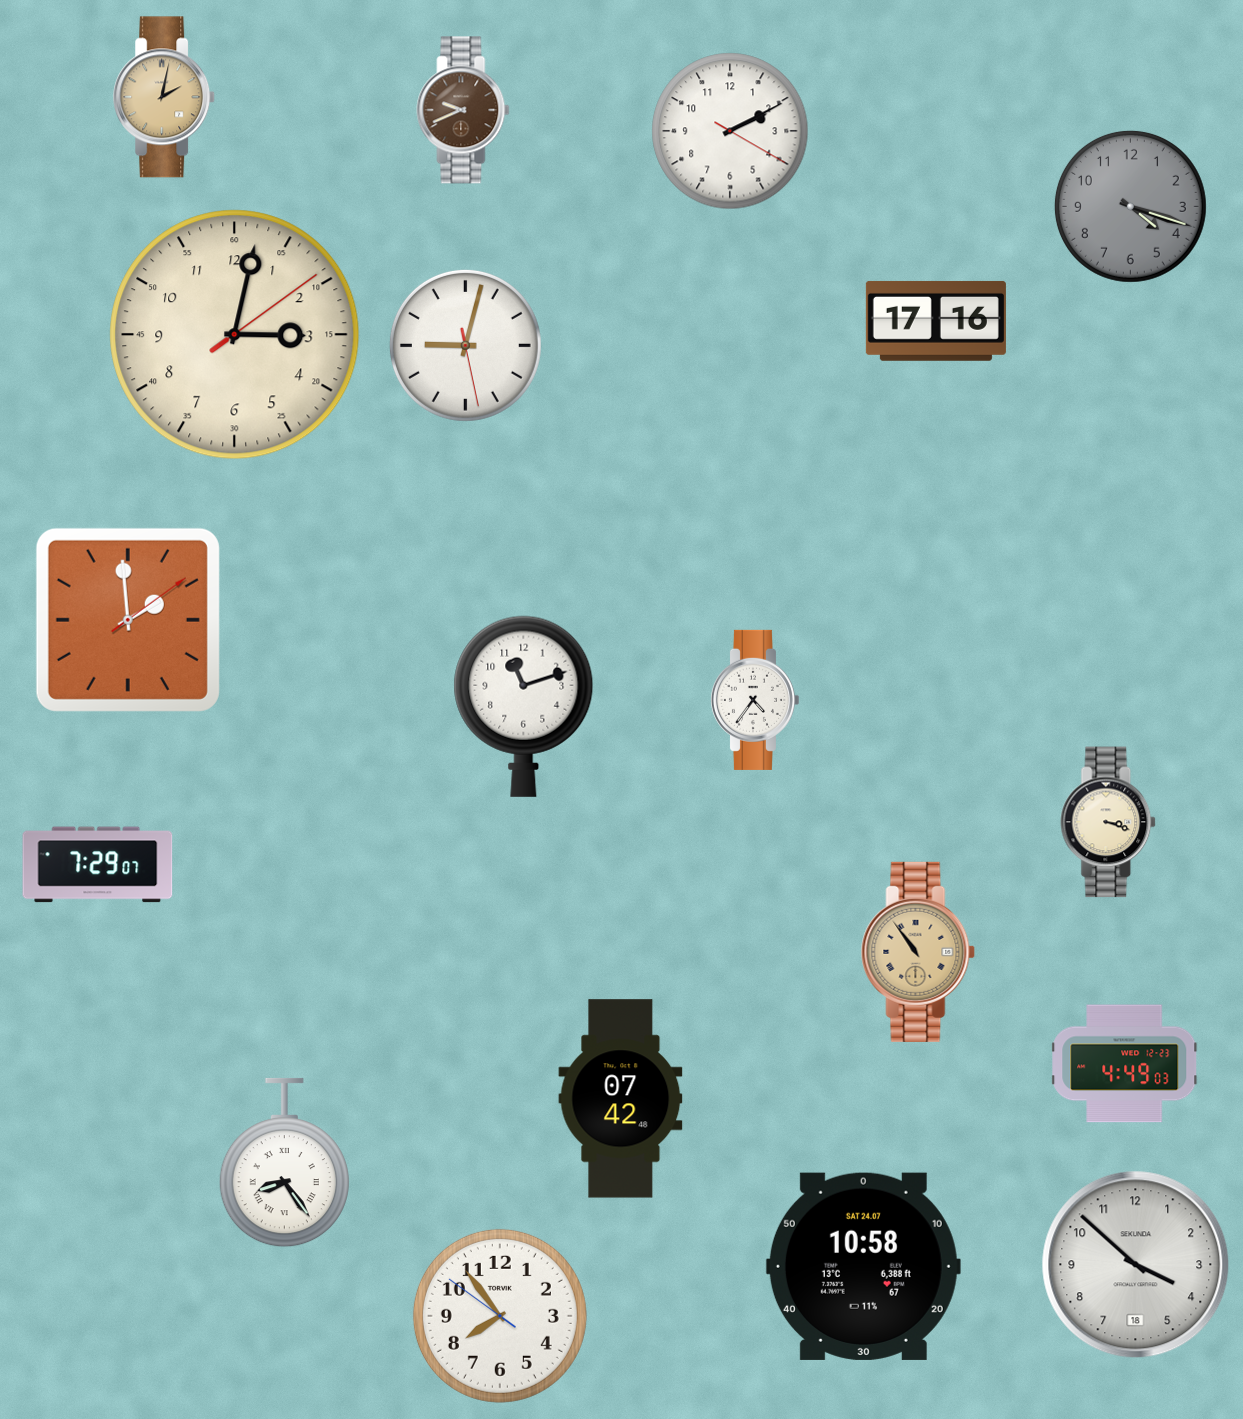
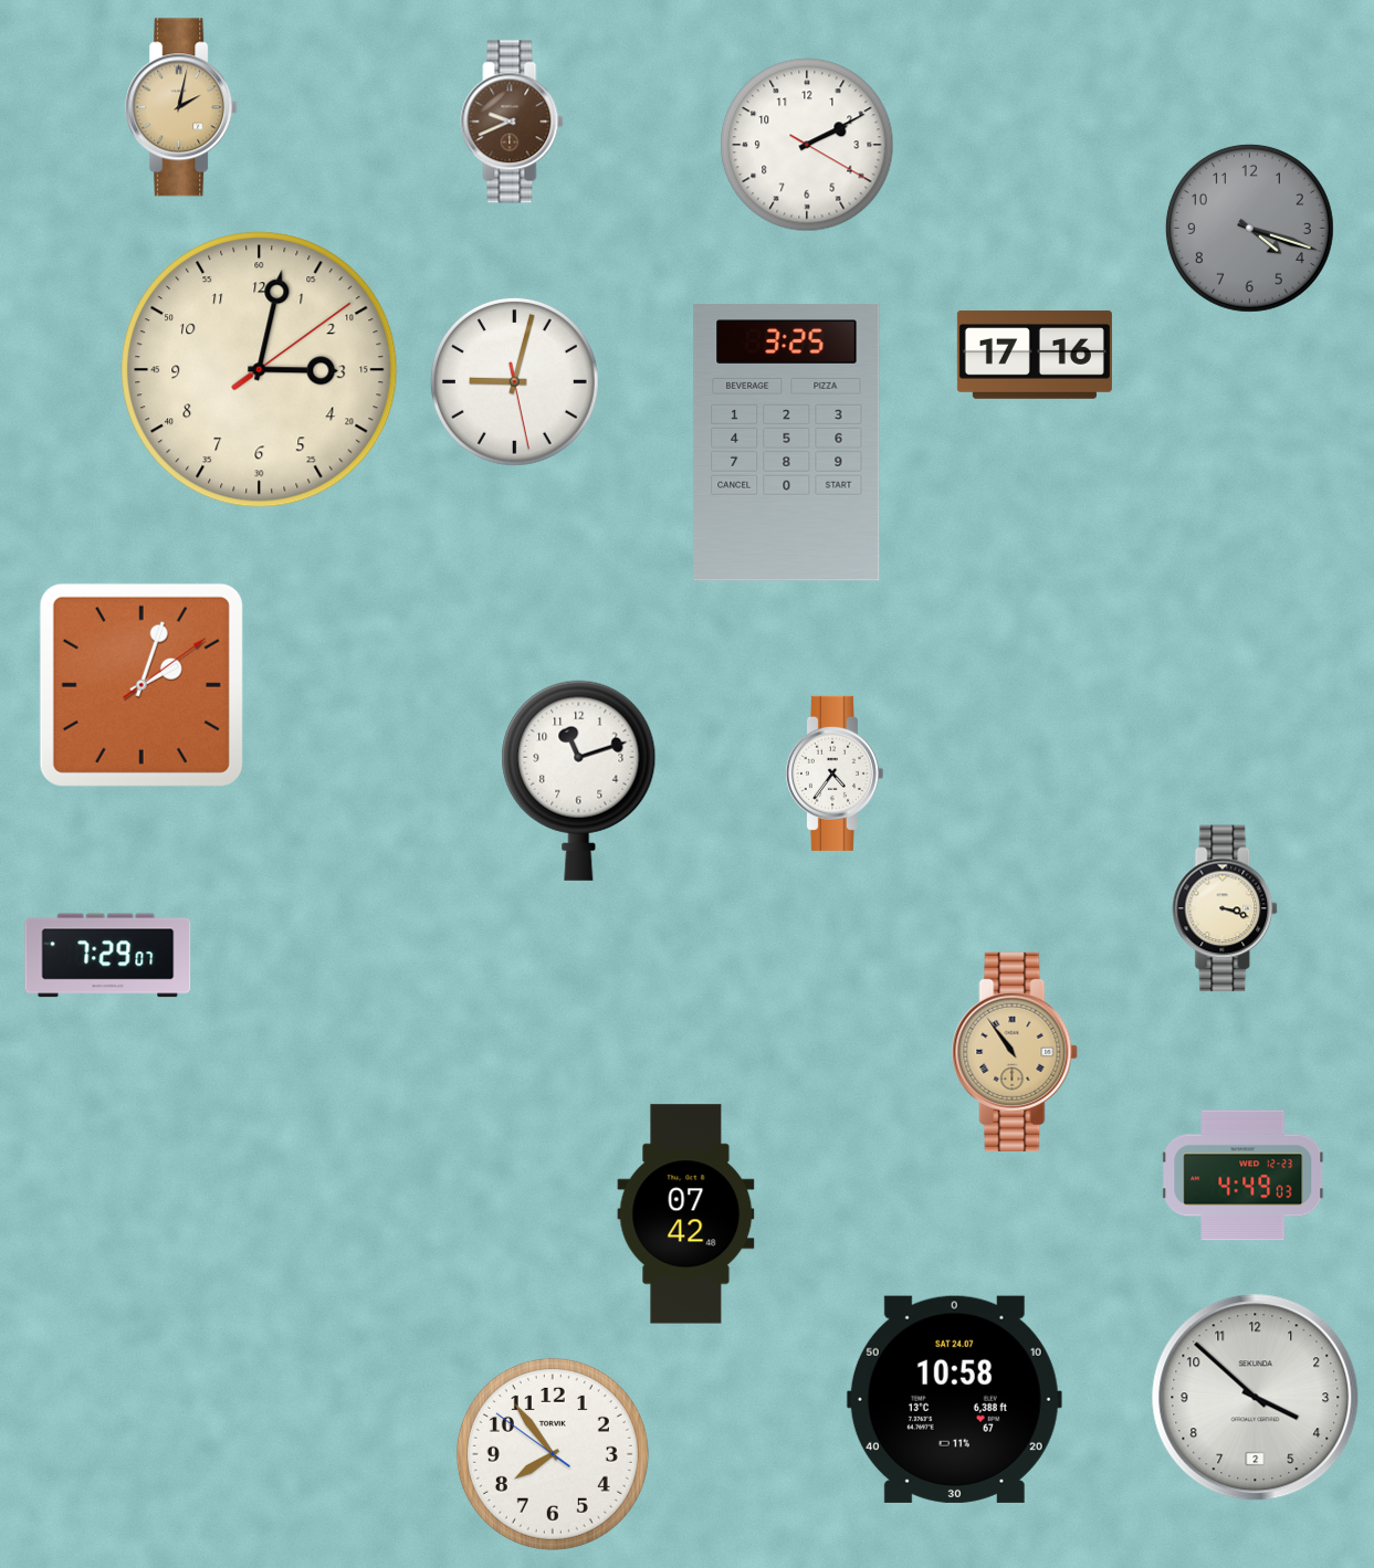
clock at (787, 443): none -> 3:25
clock at (128, 620): 1:59 -> 2:03
clock at (284, 1163): 8:24 -> none
clock at (1136, 1265) date: 18 -> 2
